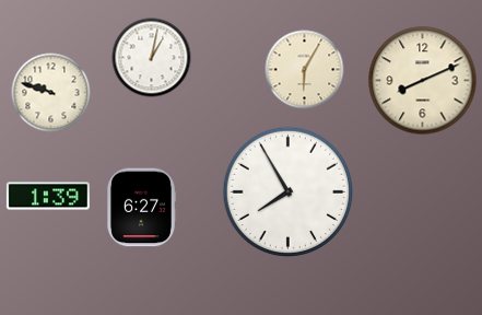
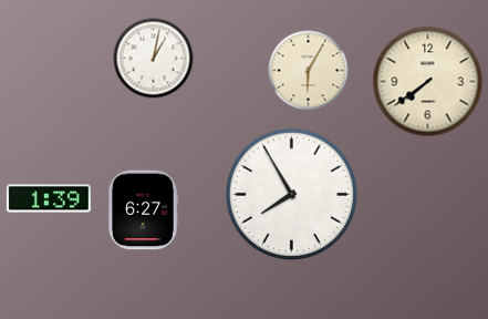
clock at (423, 81): 8:11 -> 7:39
clock at (51, 93): 9:48 -> none
